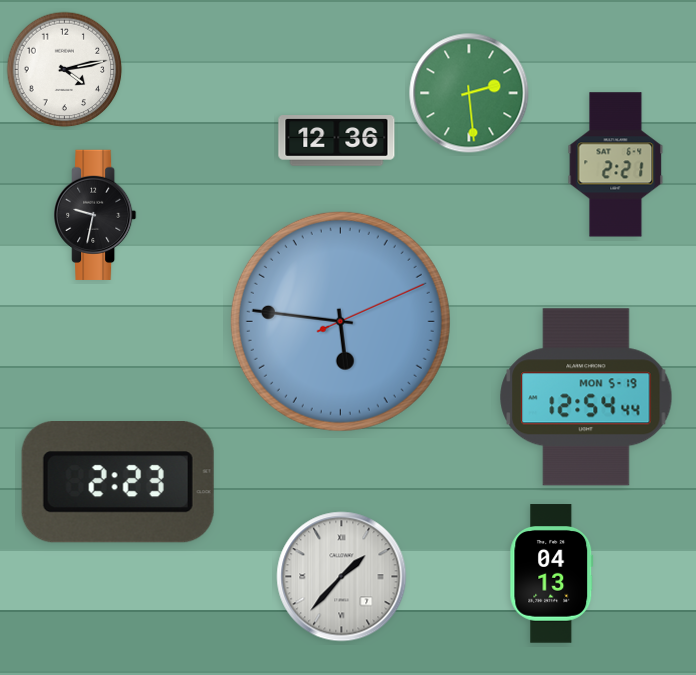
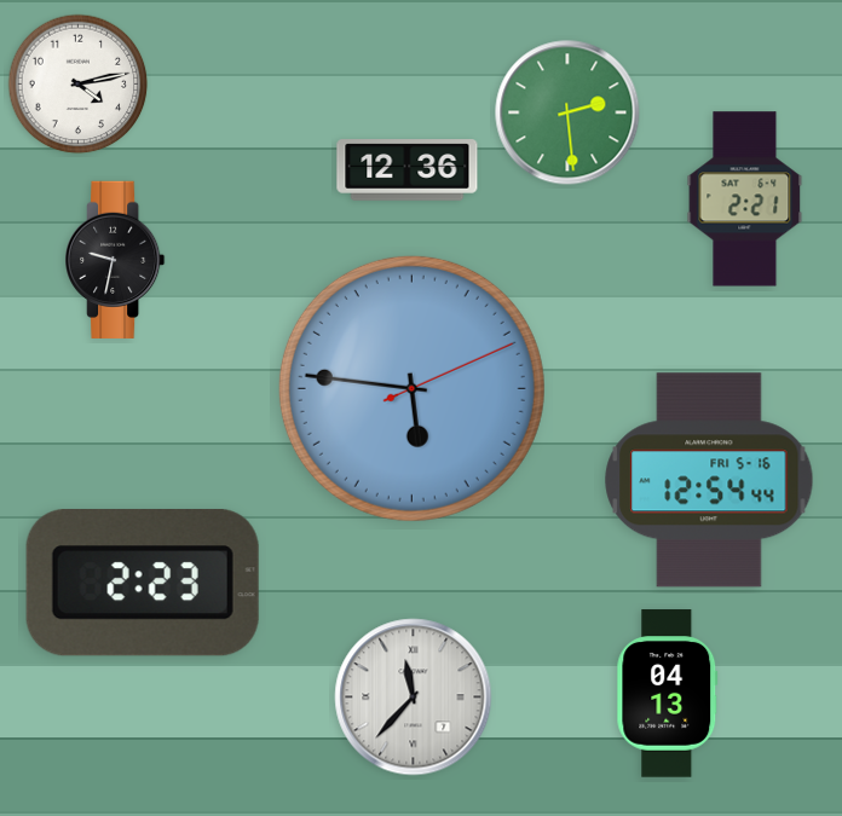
clock at (586, 397) date: MON 5-19 -> FRI 5-16
clock at (342, 577): 1:37 -> 11:37
